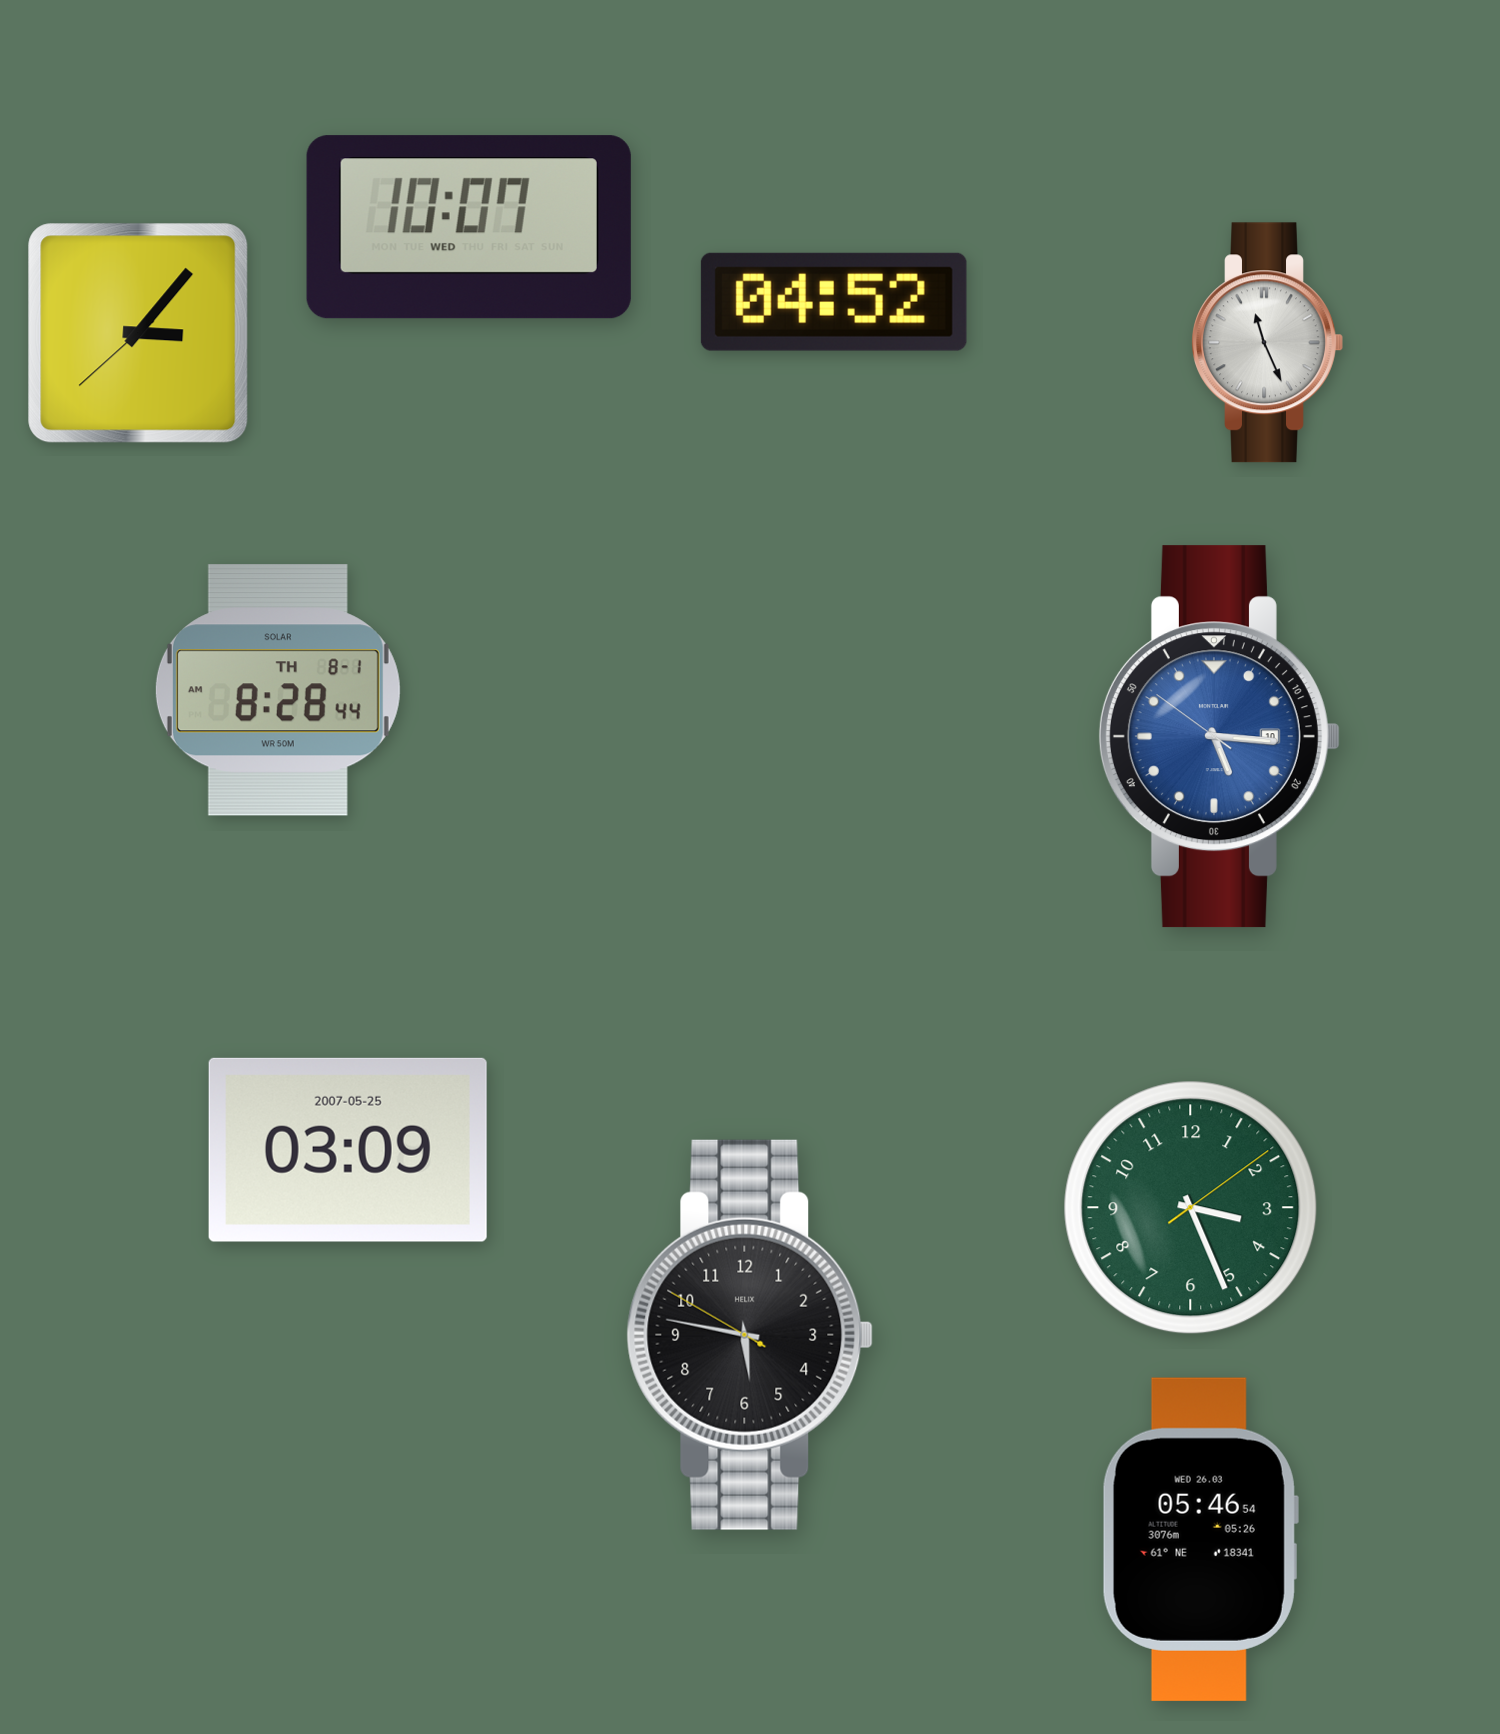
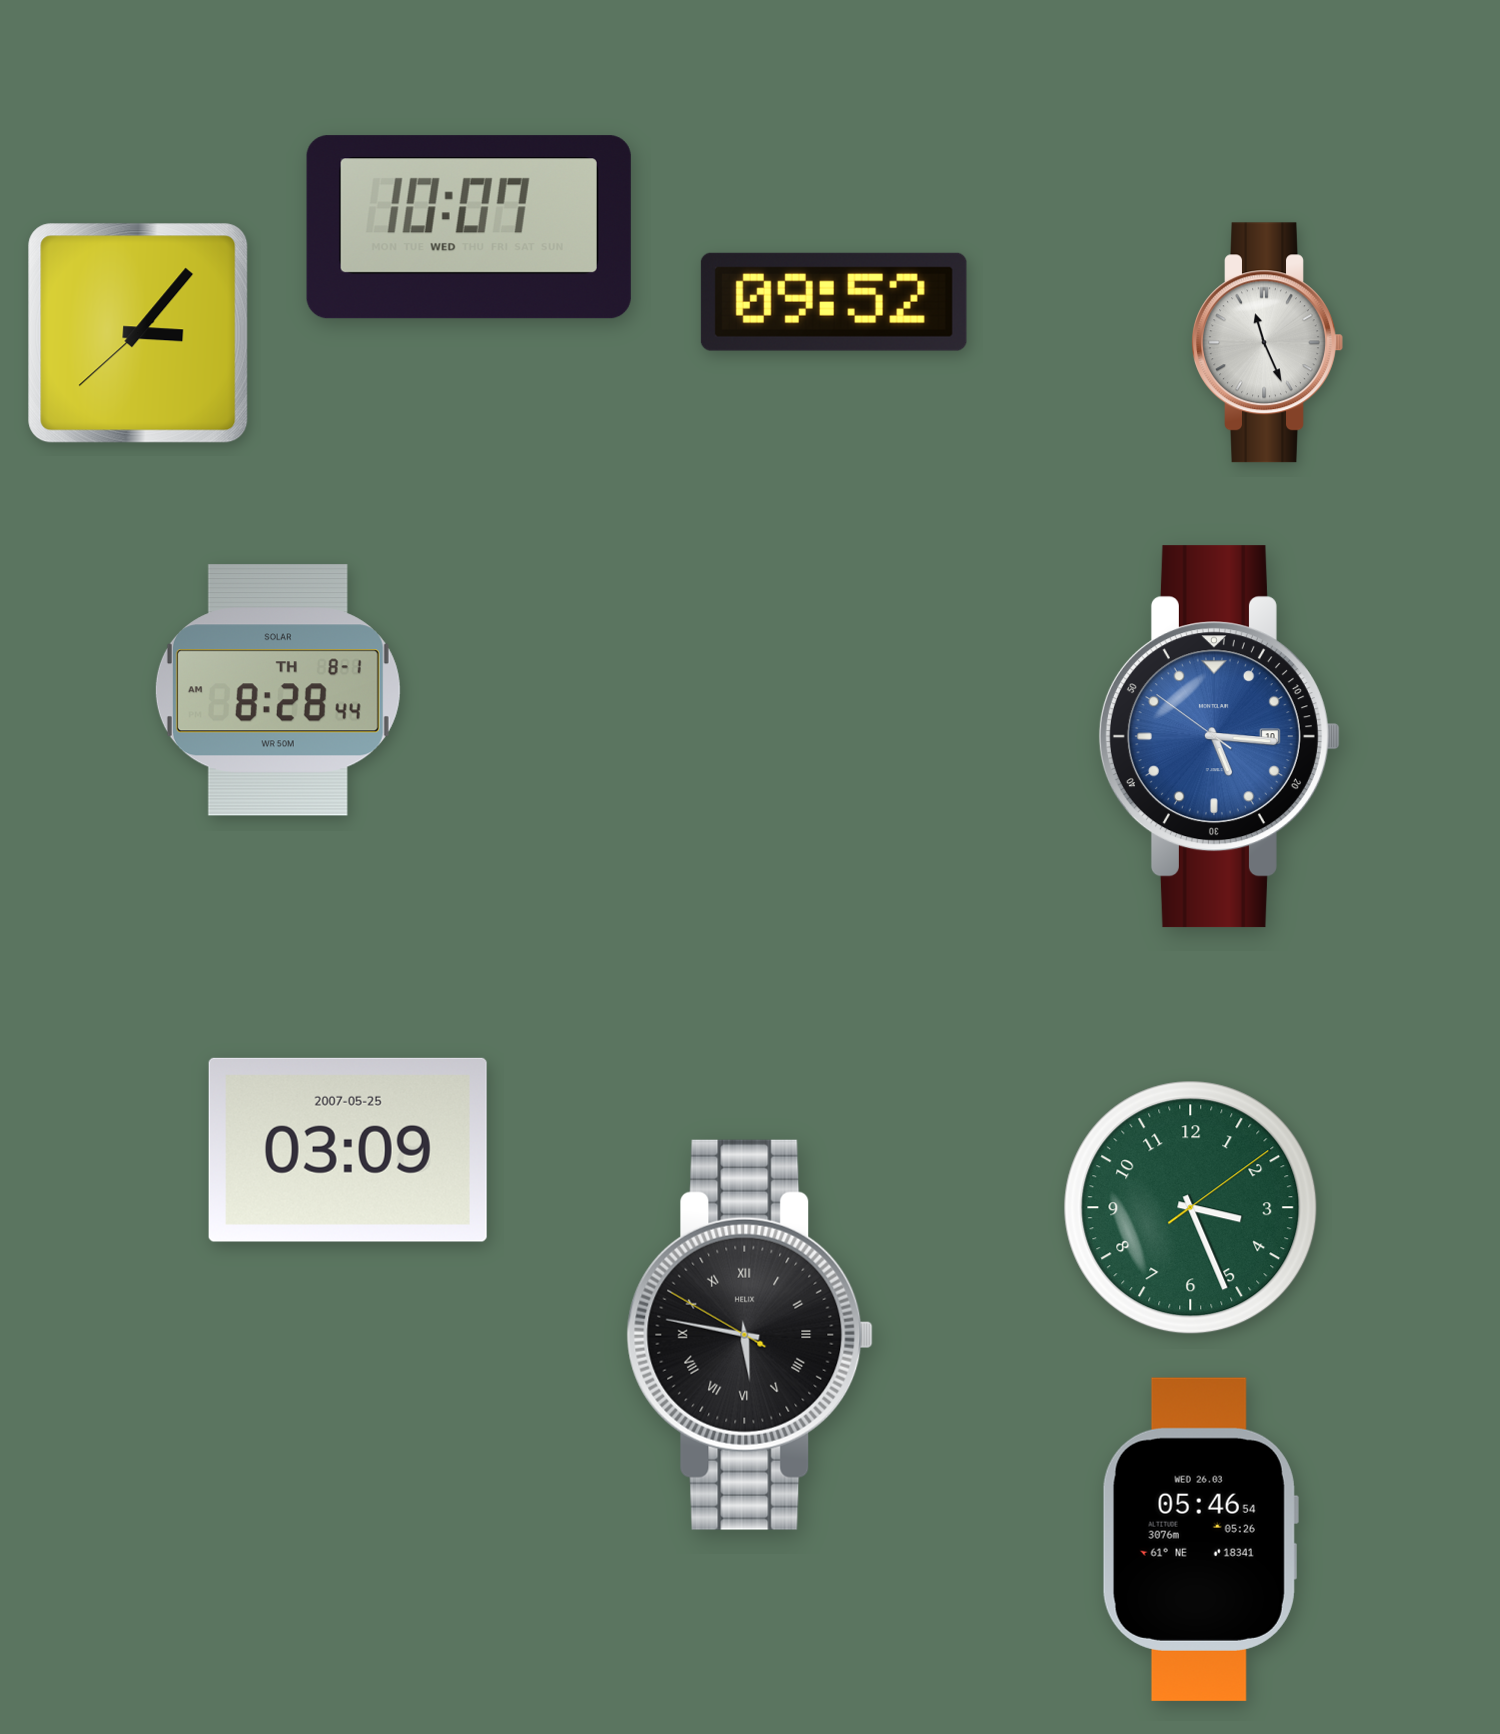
clock at (834, 302): 04:52 -> 09:52
clock at (750, 1335) numerals: Arabic -> Roman
